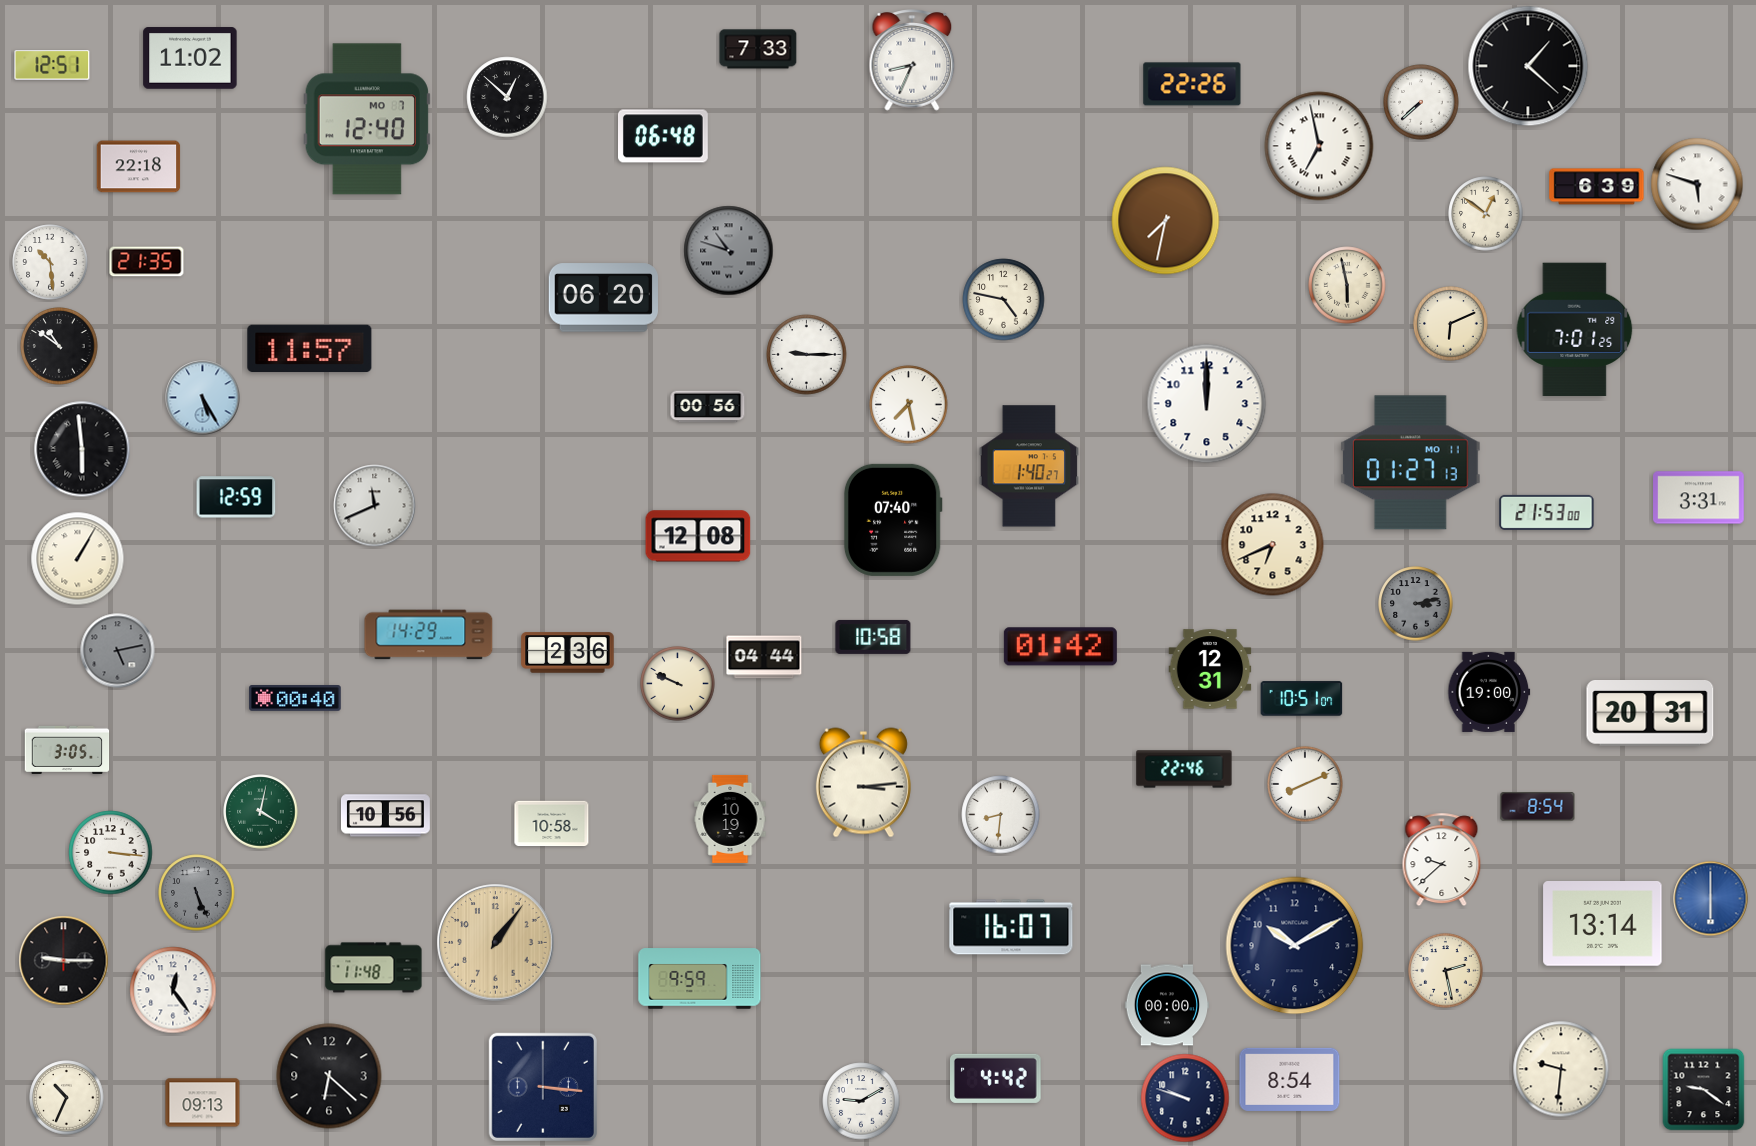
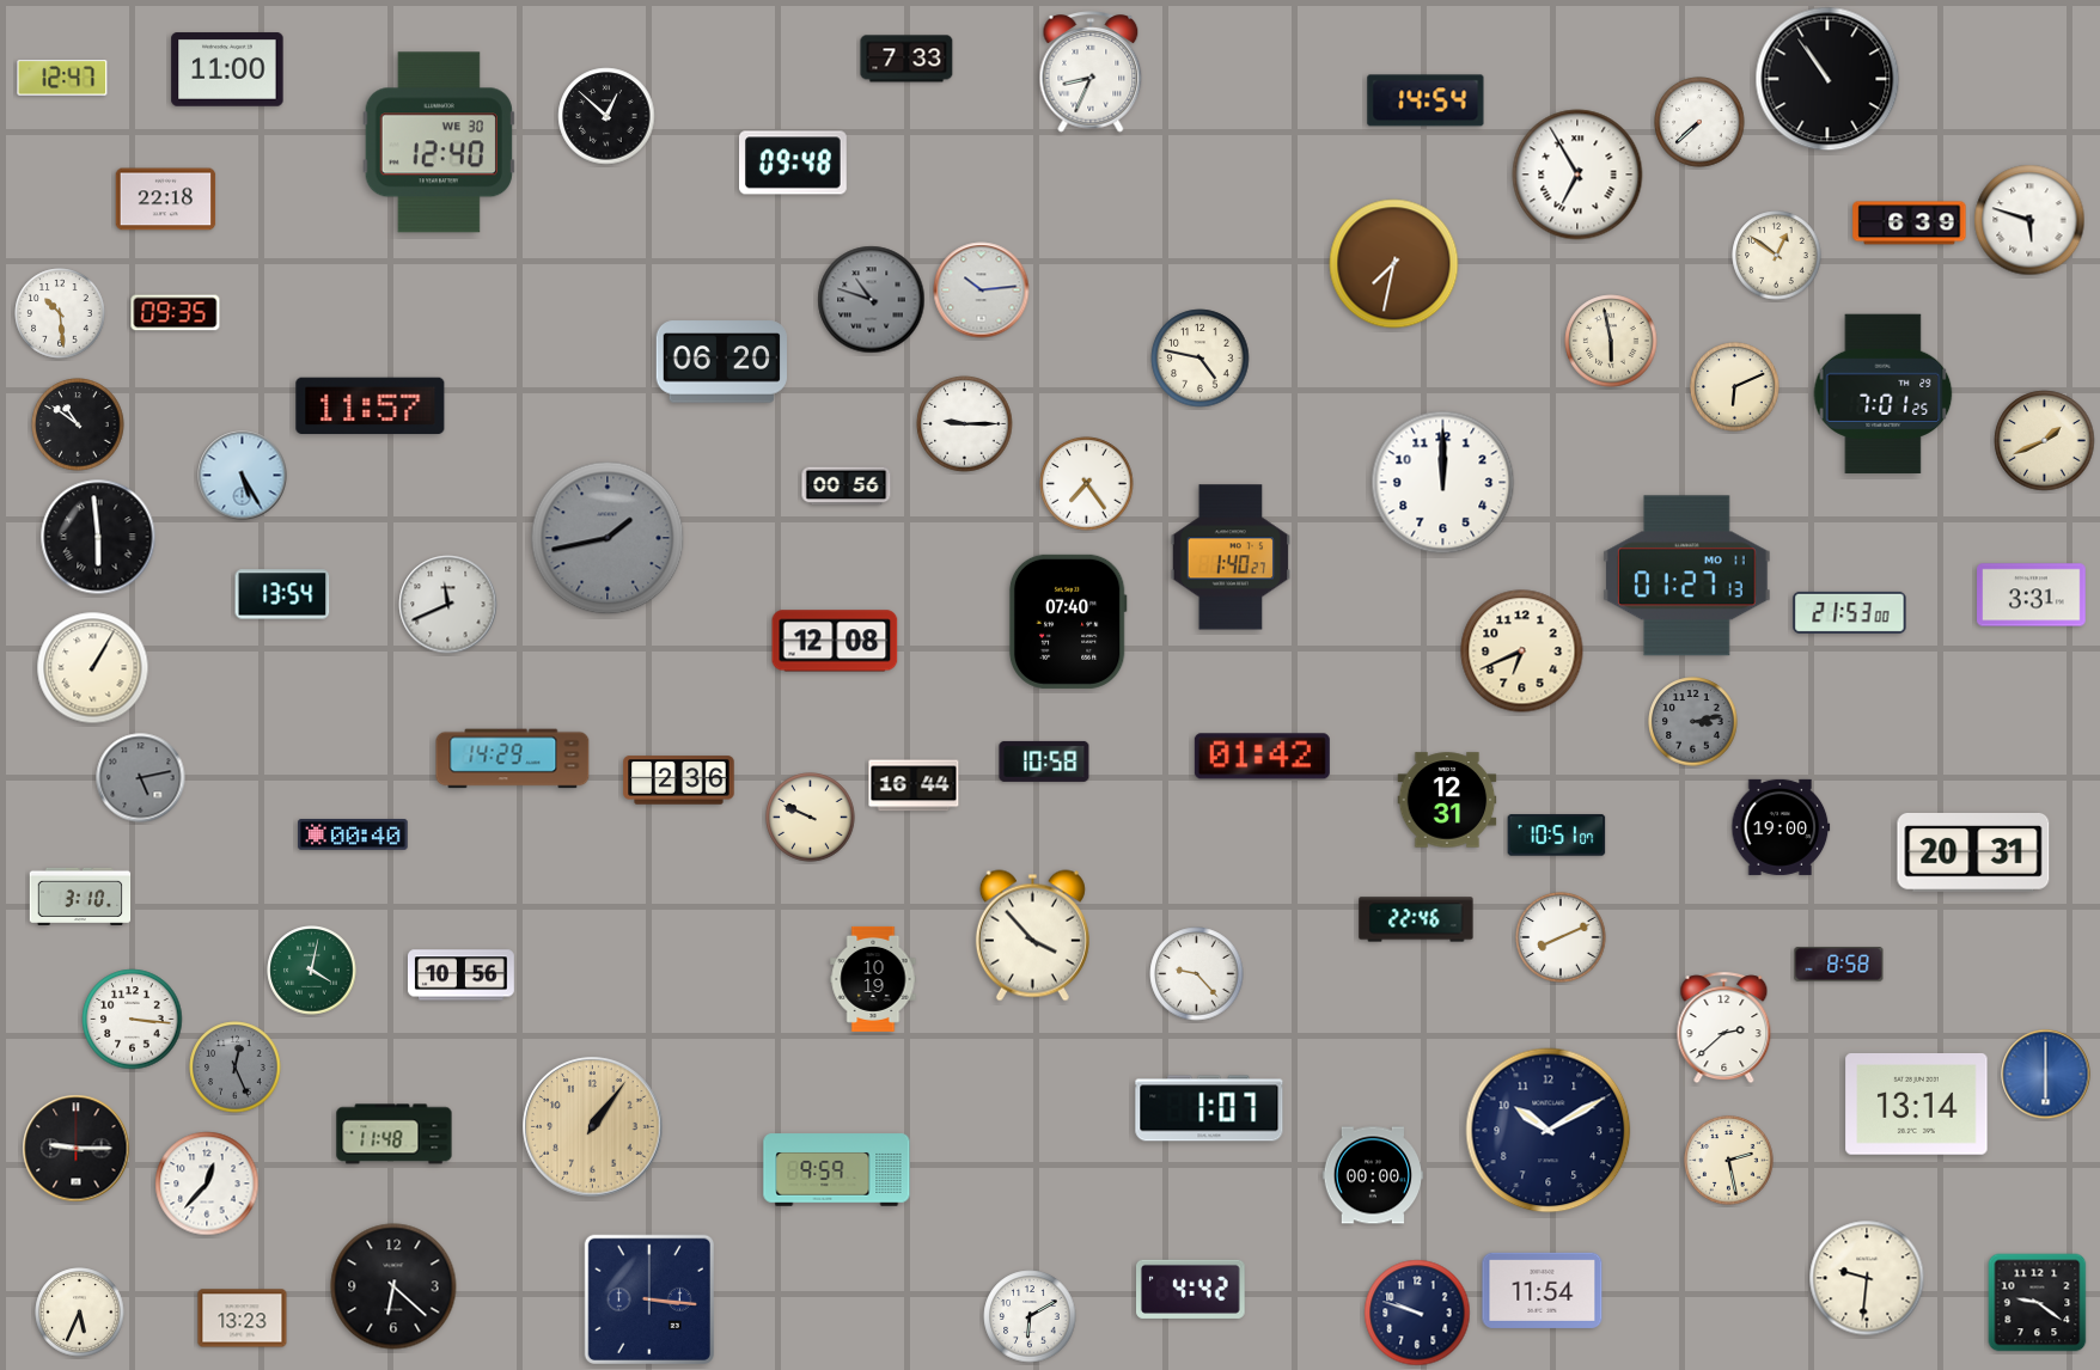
clock at (190, 58): 11:02 -> 11:00
clock at (52, 65): 12:51 -> 12:47
clock at (1528, 66): 1:22 -> 10:54
clock at (1192, 84): 22:26 -> 14:54
clock at (367, 119) date: MO 7 -> WE 30
clock at (664, 136): 06:48 -> 09:48
clock at (1319, 146): 6:58 -> 6:55
clock at (982, 290): none -> 10:14
clock at (147, 262): 21:35 -> 09:35
clock at (603, 298) position: (603, 298) -> (721, 362)
clock at (59, 346) position: (59, 346) -> (78, 424)
clock at (310, 349) position: (310, 349) -> (371, 406)
clock at (2045, 441): none -> 1:41
clock at (909, 405): 7:28 -> 7:24
clock at (608, 538): none -> 1:43
clock at (1410, 463) position: (1410, 463) -> (1686, 576)
clock at (236, 497): 12:59 -> 13:54
clock at (1060, 647) position: (1060, 647) -> (1262, 757)
clock at (764, 657): 04:44 -> 16:44
clock at (67, 750): 3:05 -> 3:10
clock at (863, 783): 3:14 -> 3:53
clock at (1538, 807): 8:54 -> 8:58
clock at (1001, 815): 8:31 -> 9:23
clock at (552, 824): 10:58 -> none
clock at (1442, 860): 9:38 -> 2:38
clock at (197, 893): 5:26 -> 12:26
clock at (1011, 927): 16:07 -> 1:07
clock at (374, 968) position: (374, 968) -> (395, 1134)
clock at (173, 990): 12:24 -> 12:37
clock at (1167, 1005) position: (1167, 1005) -> (1373, 1175)
clock at (1290, 1079): 8:54 -> 11:54
clock at (67, 1098): 10:34 -> 5:34
clock at (861, 1101): 9:10 -> 6:10
clock at (203, 1103): 09:13 -> 13:23
